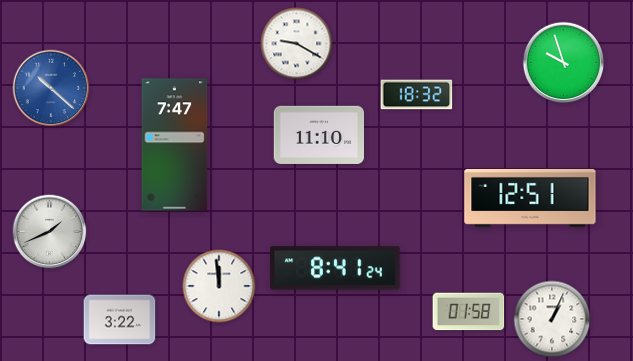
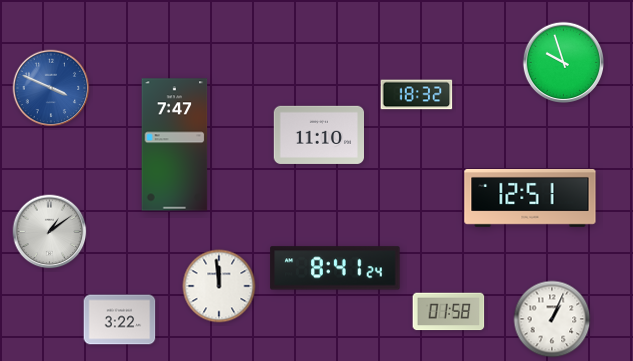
clock at (297, 44): 9:20 -> none
clock at (51, 88): 10:22 -> 3:49
clock at (50, 232): 1:41 -> 1:09
clock at (469, 312) position: (469, 312) -> (449, 312)
